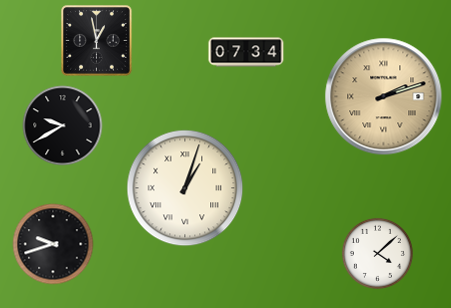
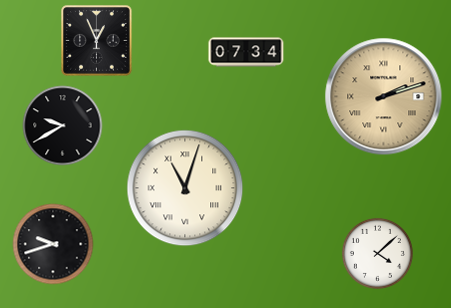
clock at (97, 41): 12:58 -> 12:56
clock at (185, 188): 1:03 -> 11:03
